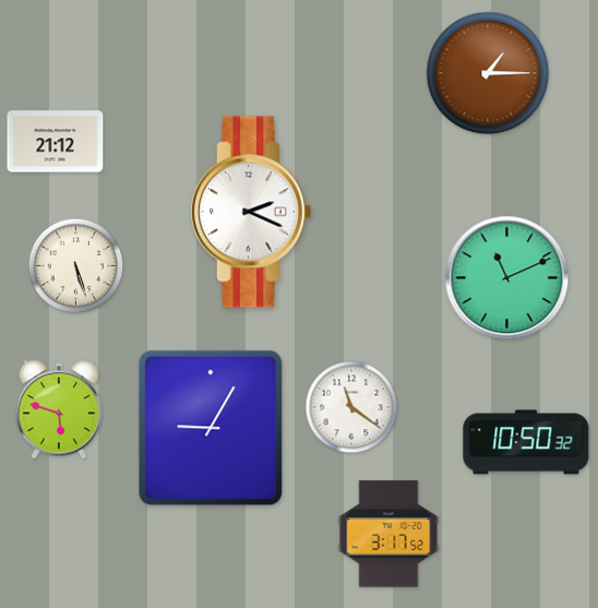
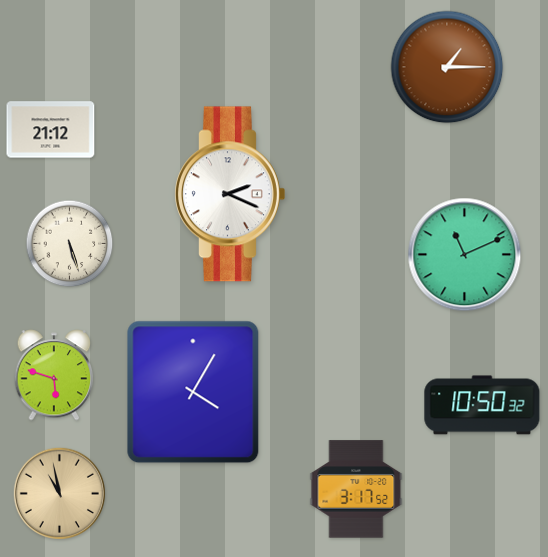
clock at (351, 407): 11:21 -> none
clock at (211, 428): 9:05 -> 4:05
clock at (59, 493): none -> 10:58
